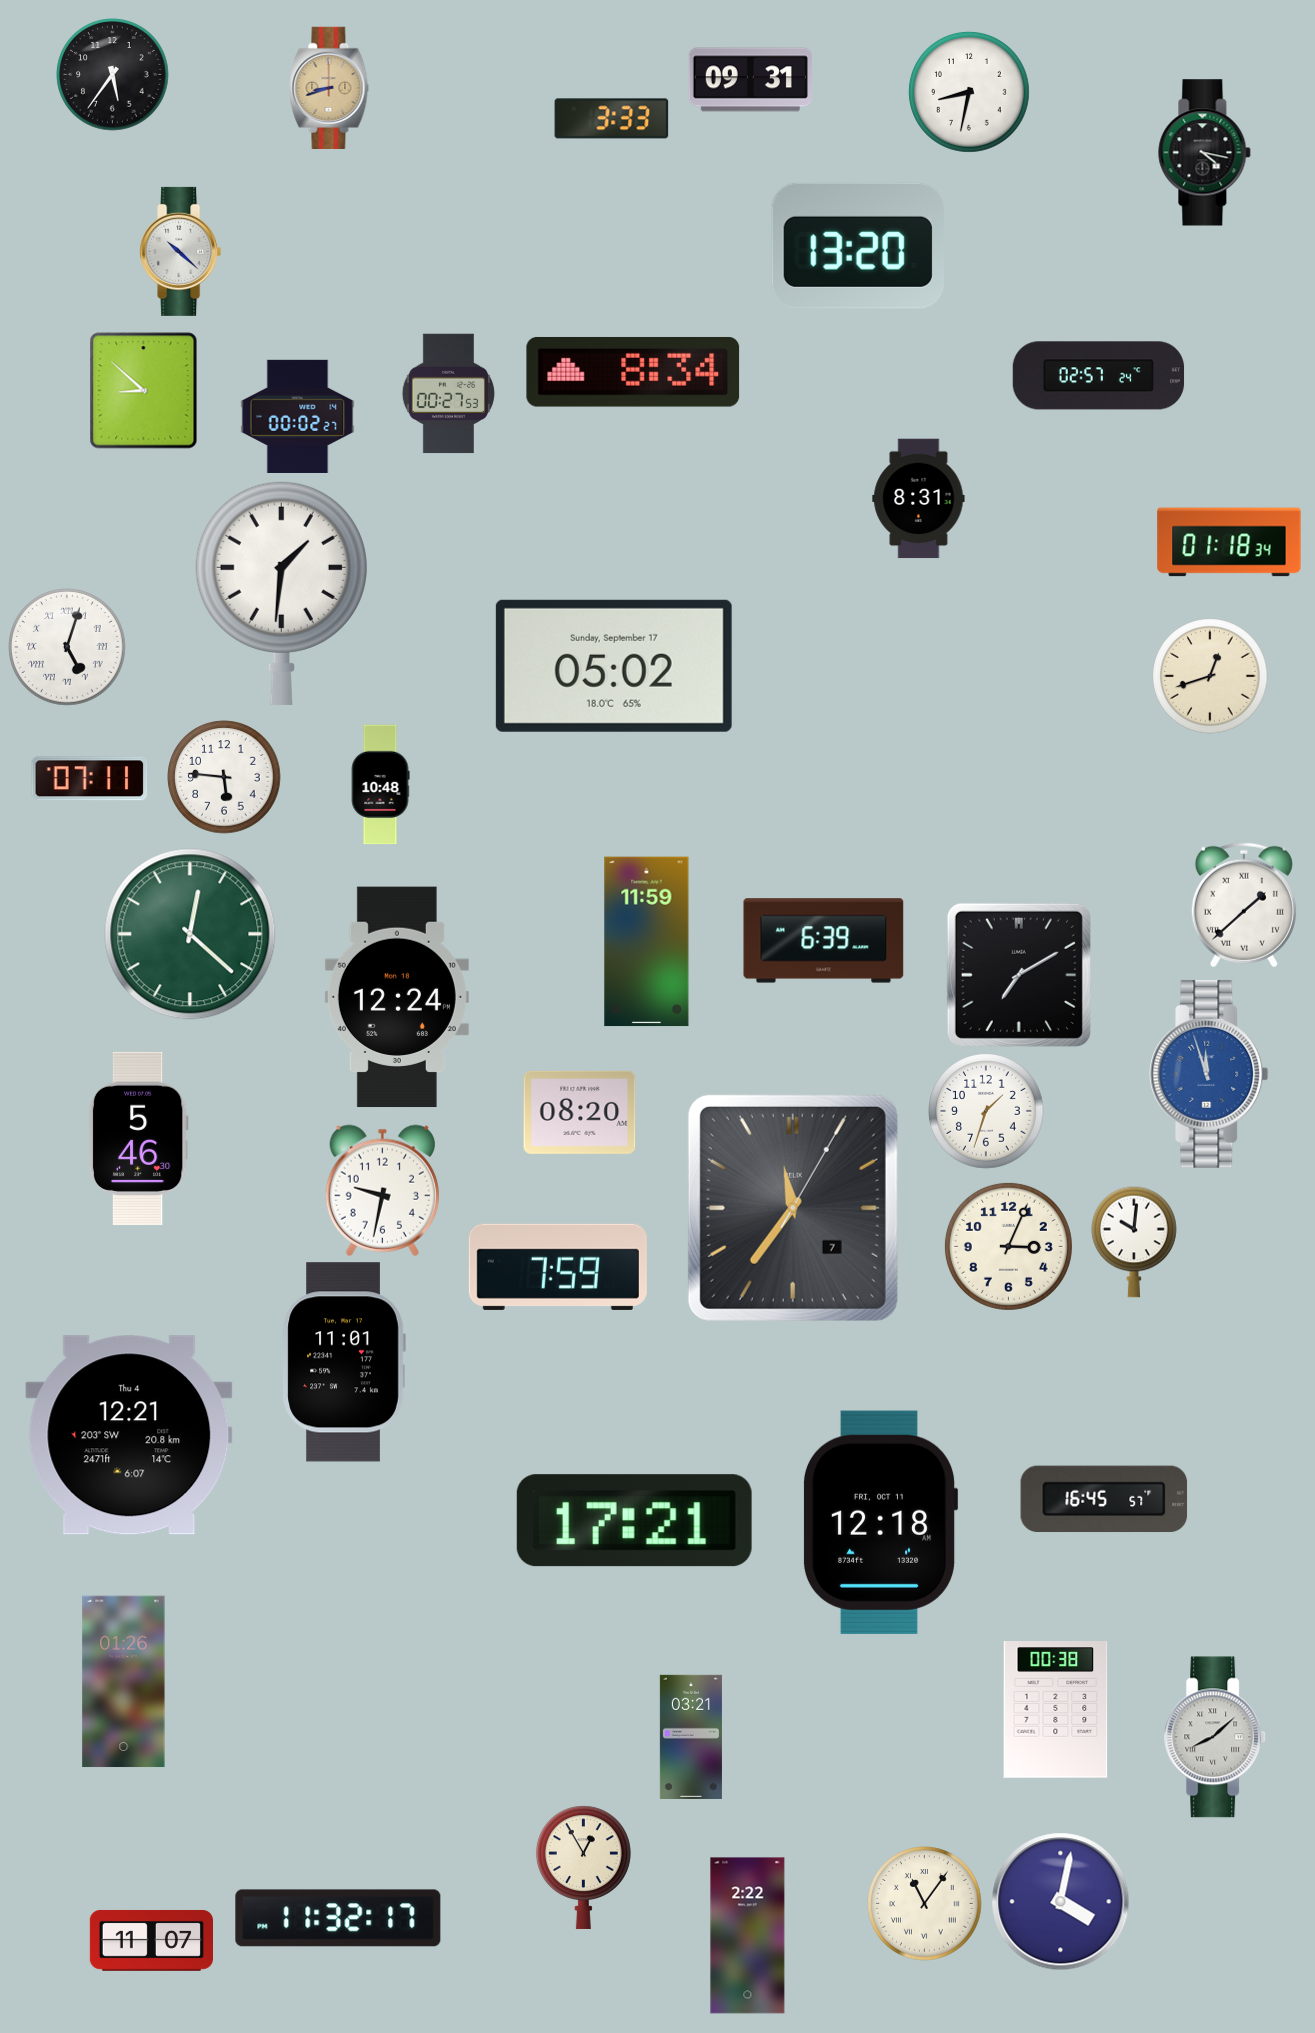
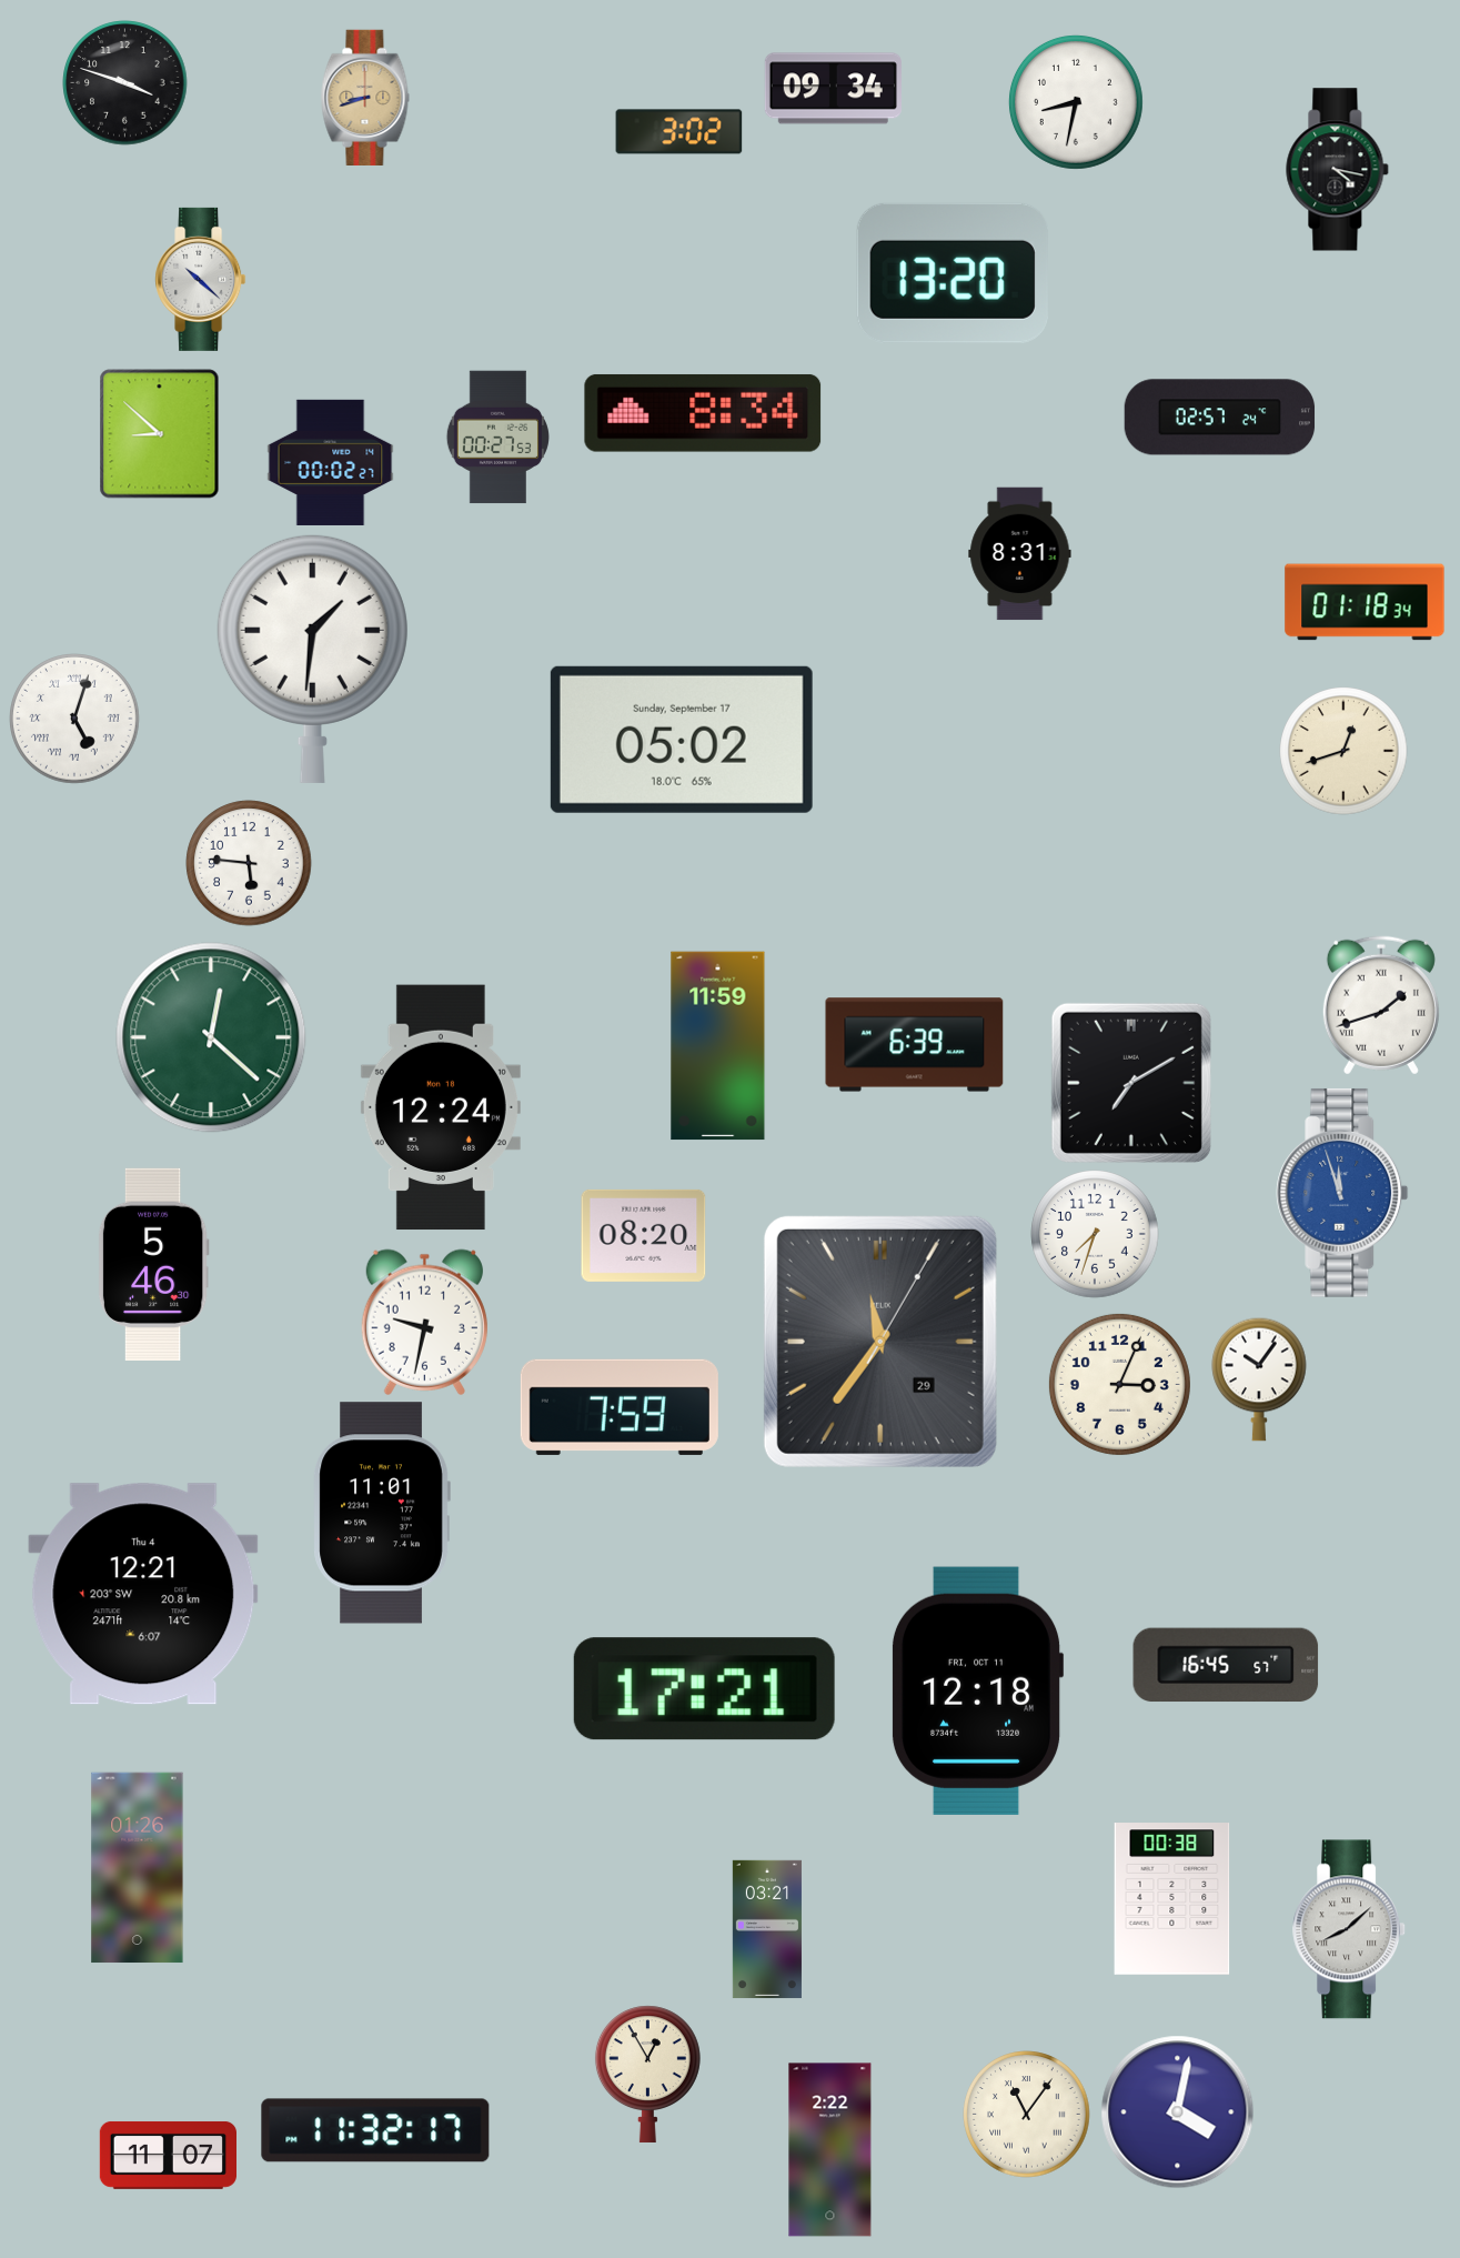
clock at (113, 75): 5:36 -> 3:48
clock at (750, 80): 09:31 -> 09:34
clock at (612, 119): 3:33 -> 3:02
clock at (90, 779): 07:11 -> none
clock at (380, 785): 10:48 -> none
clock at (1244, 905): 1:38 -> 1:42
clock at (986, 1111): 1:33 -> 7:33
clock at (793, 1208) date: 7 -> 29
clock at (1134, 1242): 10:01 -> 10:06
